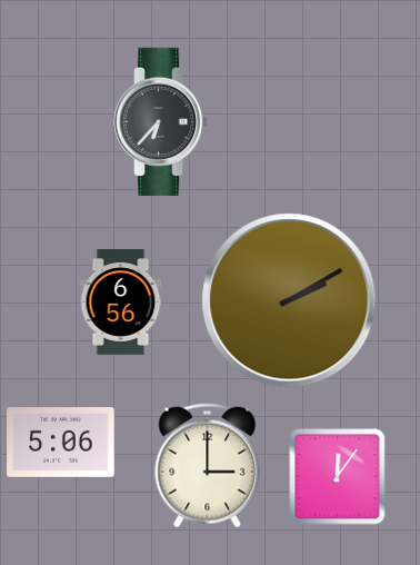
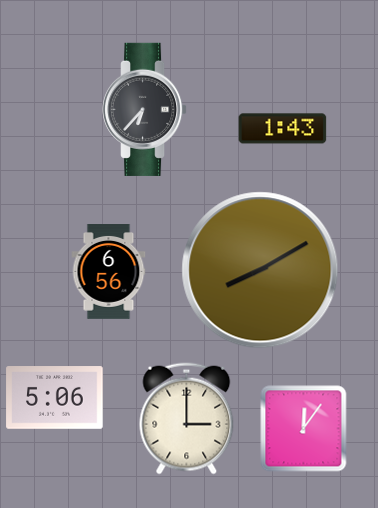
clock at (283, 129): none -> 1:43
clock at (289, 300): 2:10 -> 8:10
